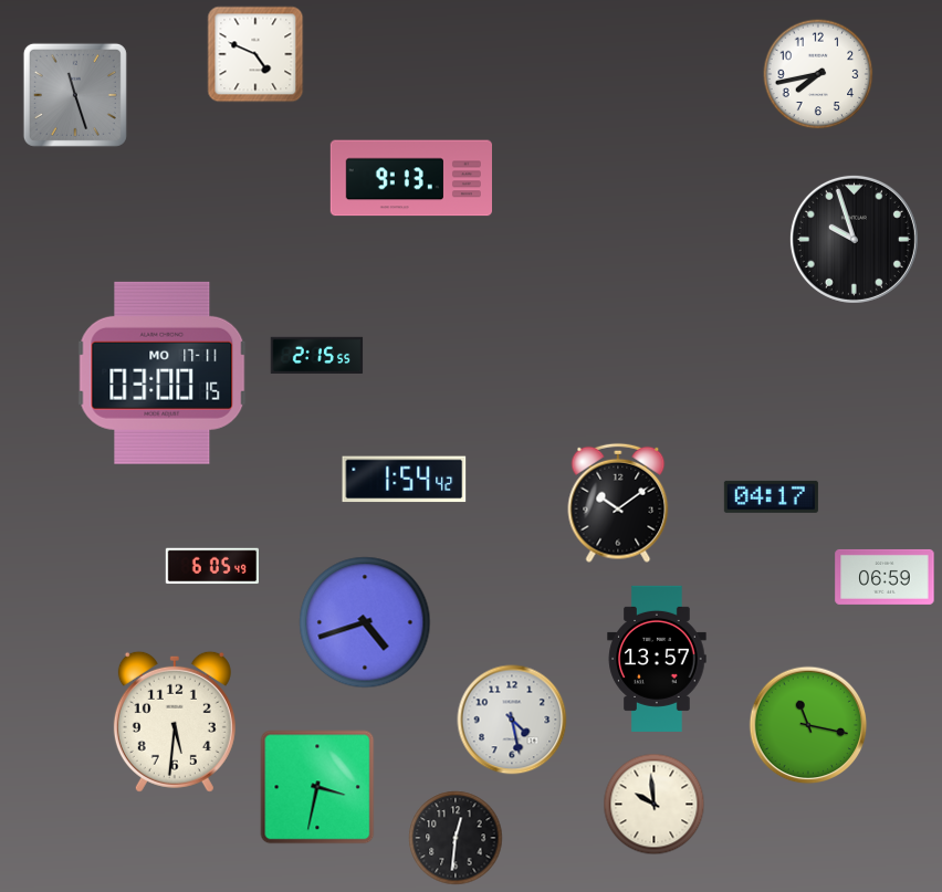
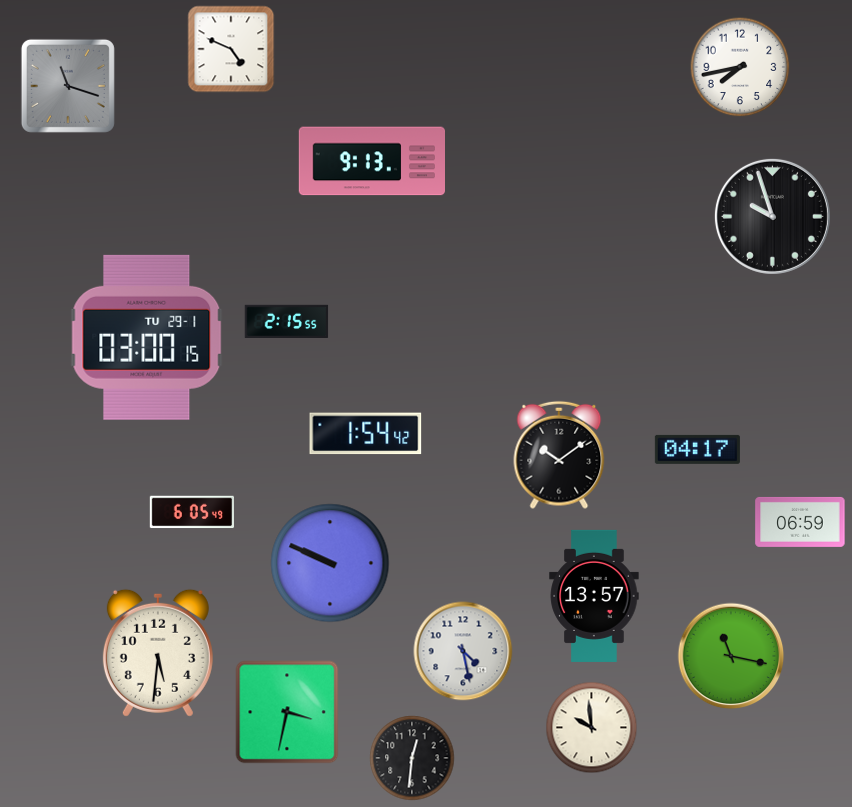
clock at (75, 95): 11:27 -> 11:18
clock at (163, 372) date: MO 17-11 -> TU 29-1
clock at (365, 622): 4:42 -> 9:49
